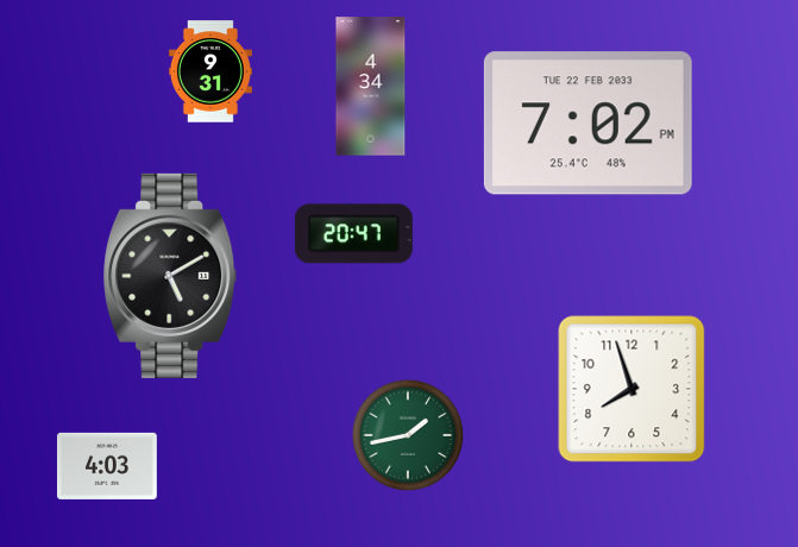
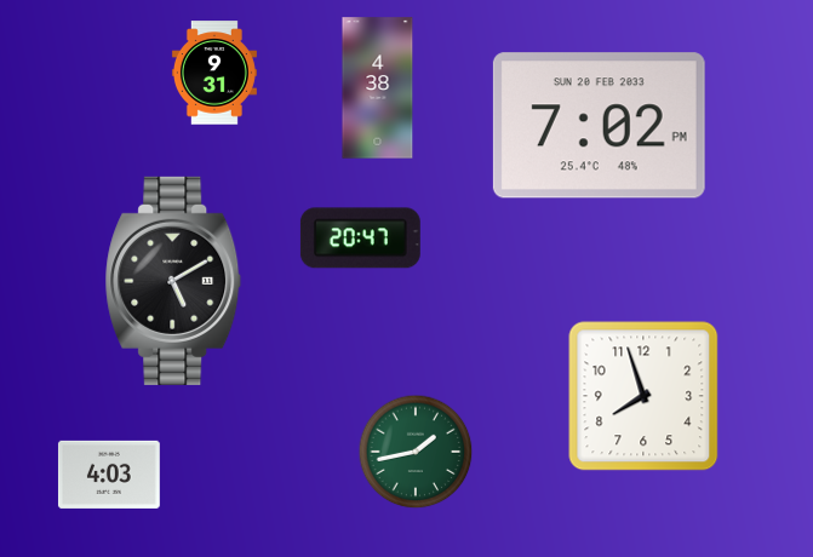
clock at (371, 87): 4:34 -> 4:38
clock at (587, 124) date: TUE 22 FEB 2033 -> SUN 20 FEB 2033
clock at (408, 435) position: (408, 435) -> (416, 452)
